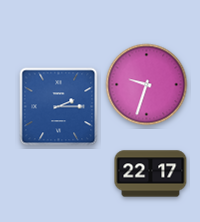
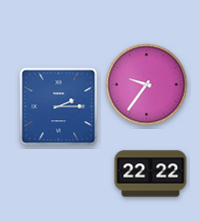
clock at (147, 85): 9:33 -> 9:36
clock at (151, 174): 22:17 -> 22:22
